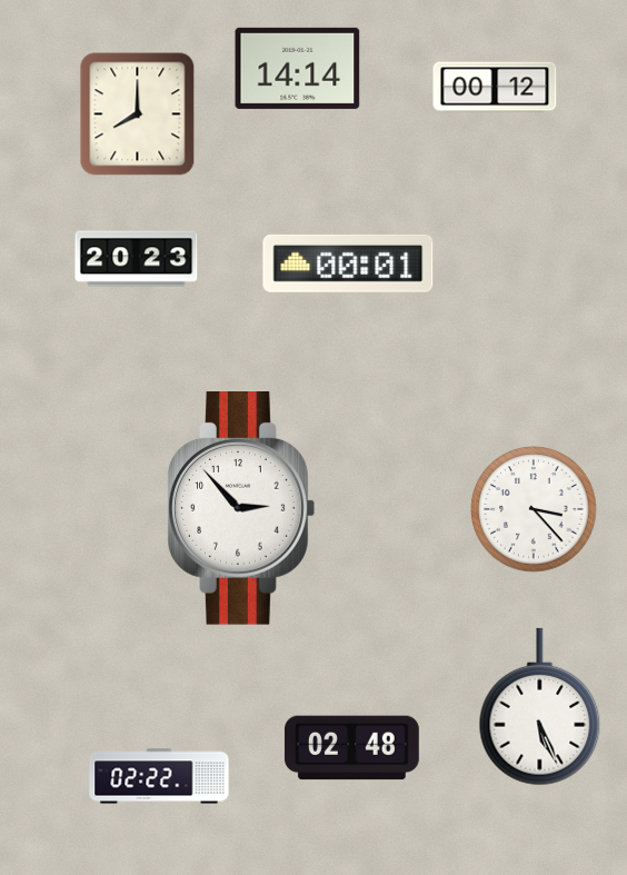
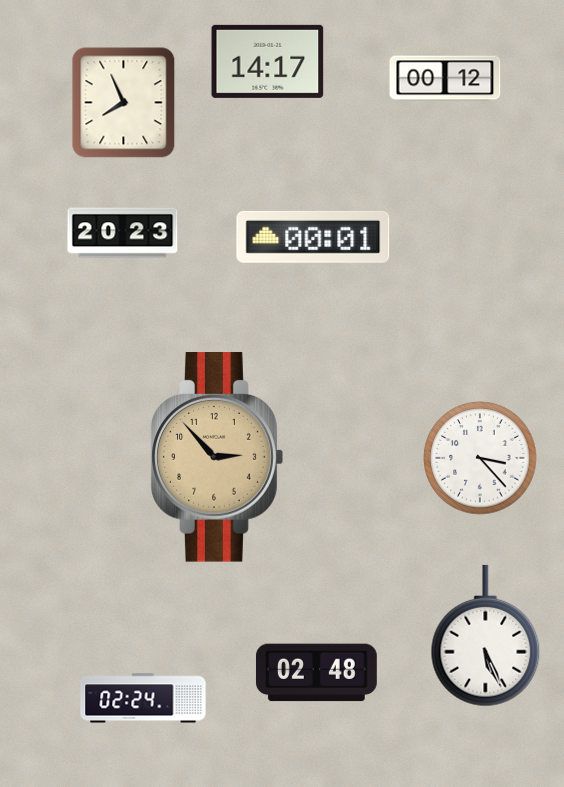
clock at (298, 68): 14:14 -> 14:17
clock at (138, 115): 8:00 -> 7:56
clock at (241, 509) dial: white -> champagne
clock at (159, 776): 02:22 -> 02:24
